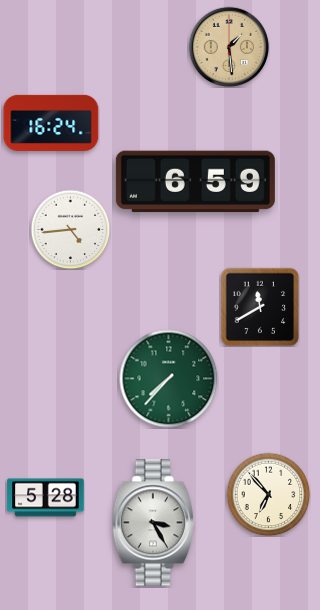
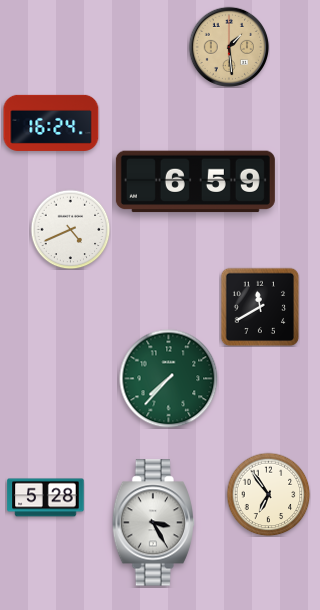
clock at (70, 229): 4:44 -> 4:41
clock at (268, 494): 6:53 -> 6:54
